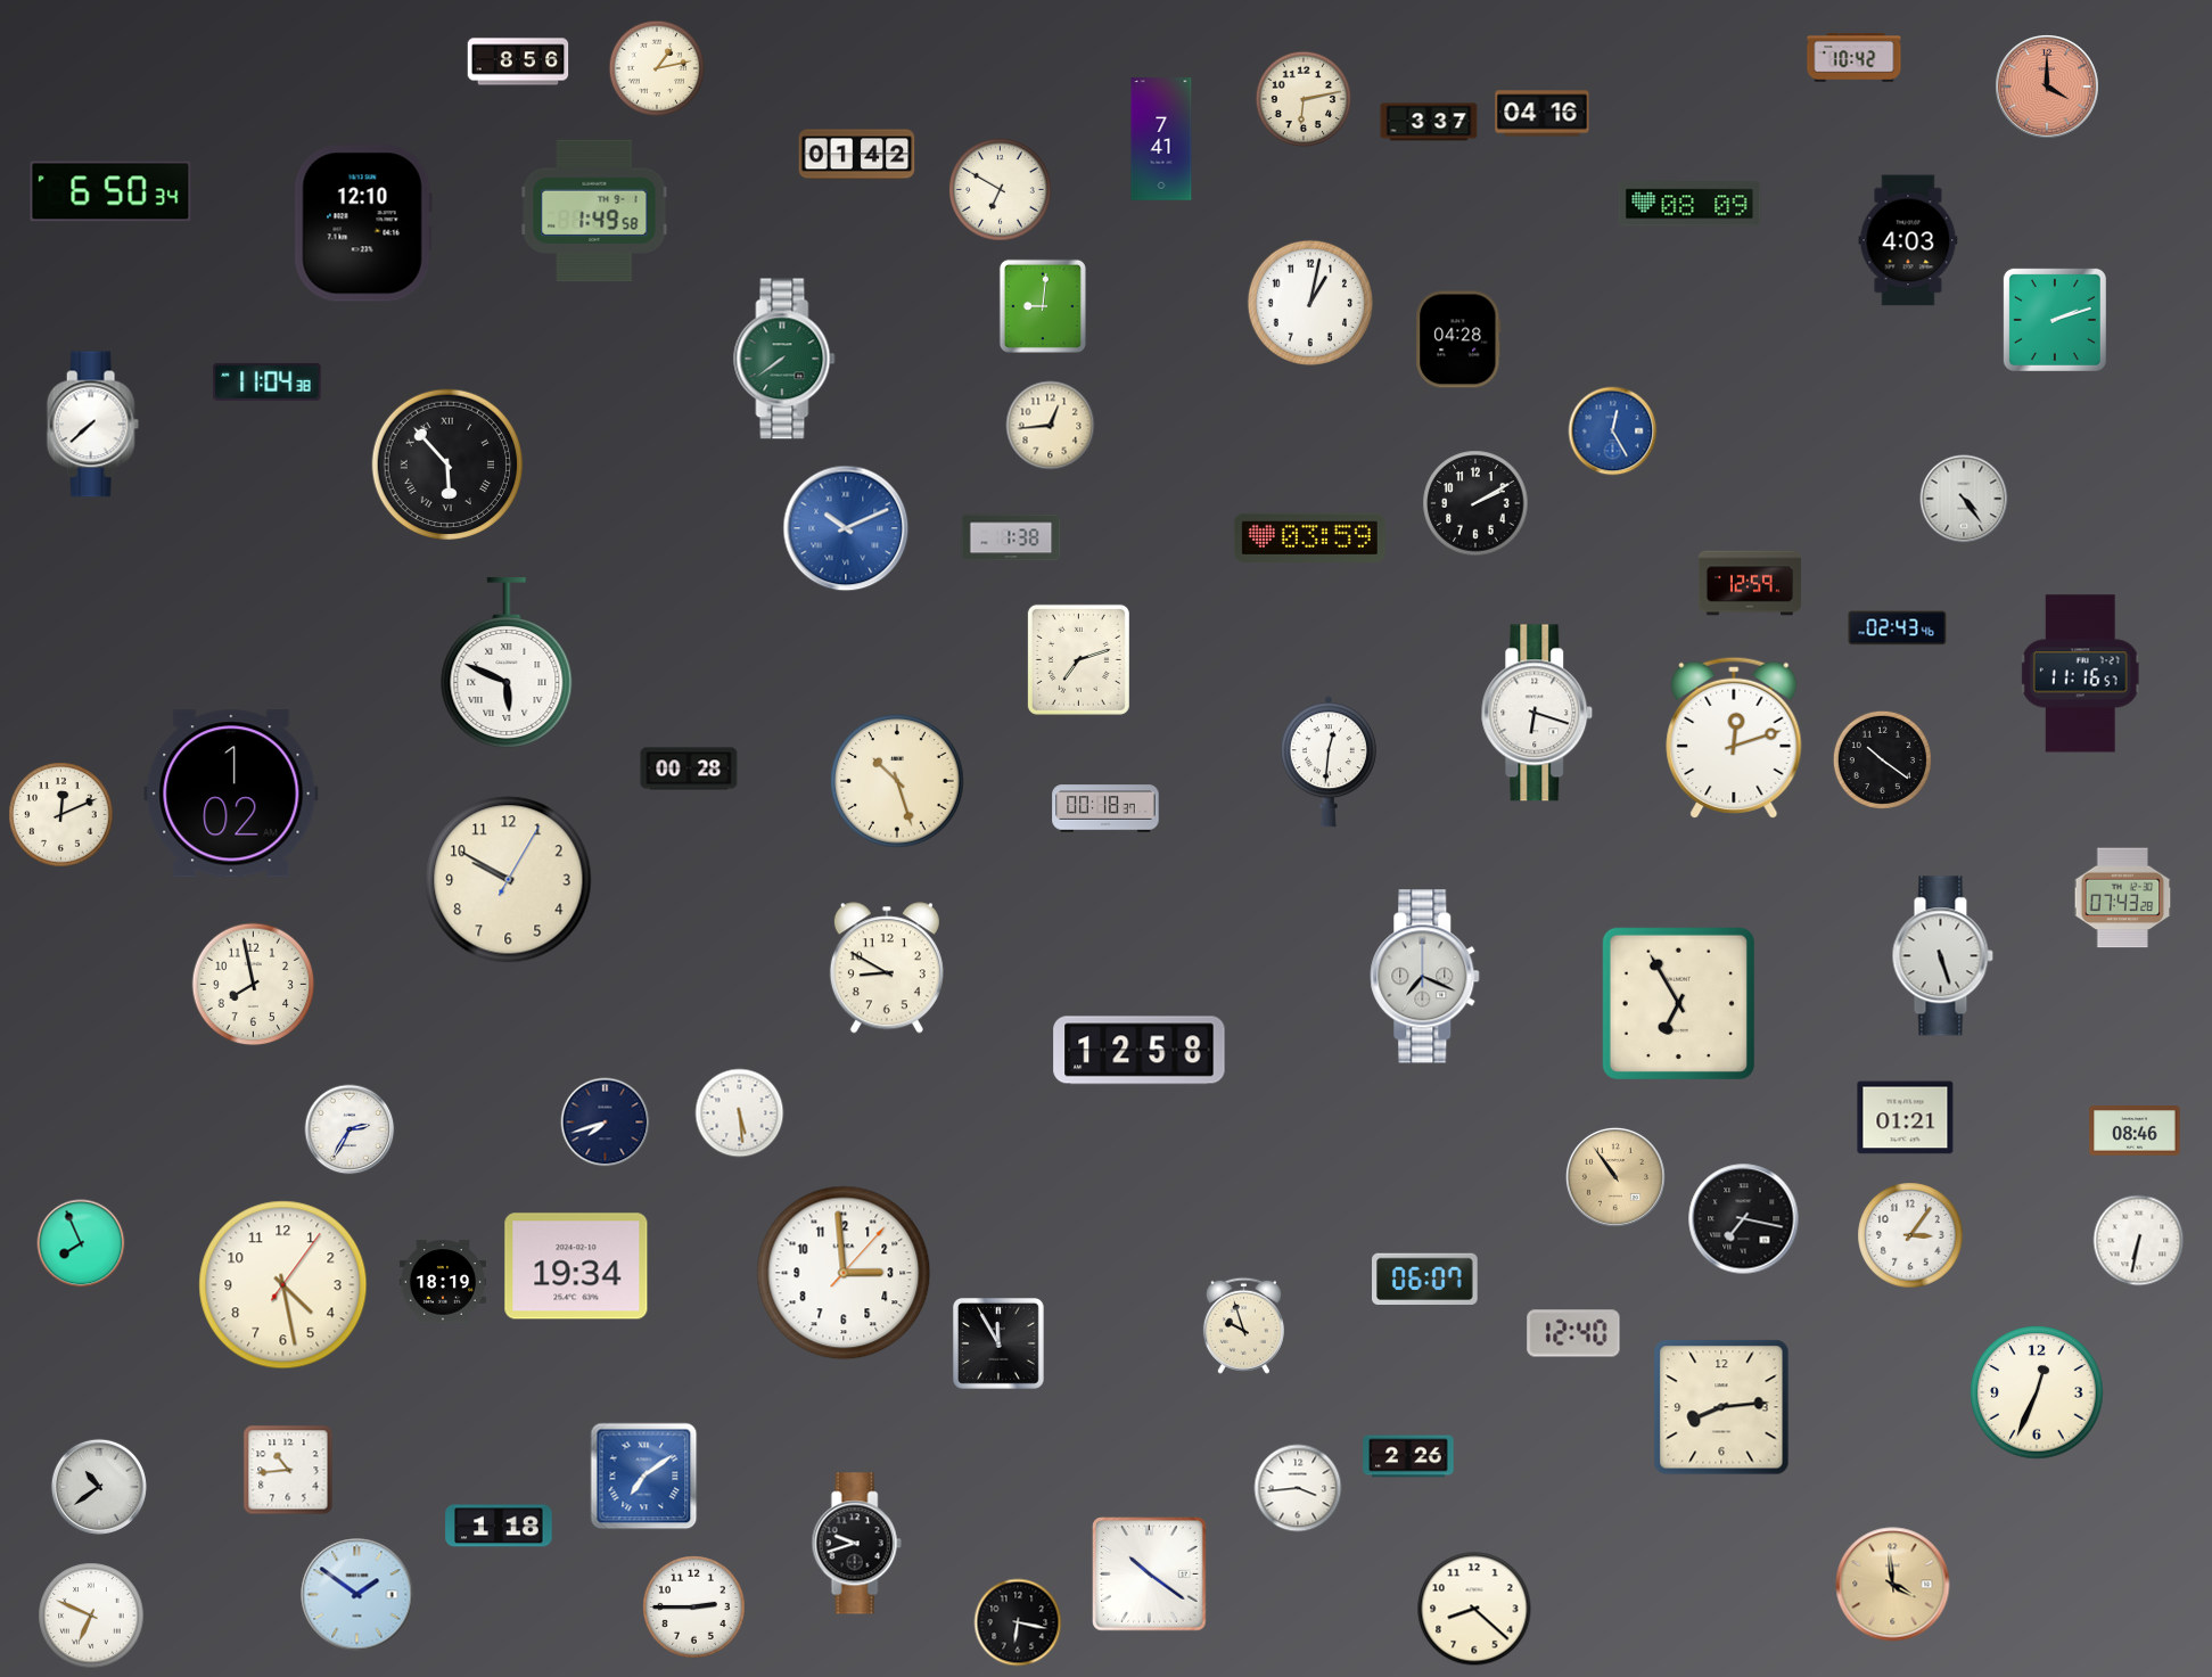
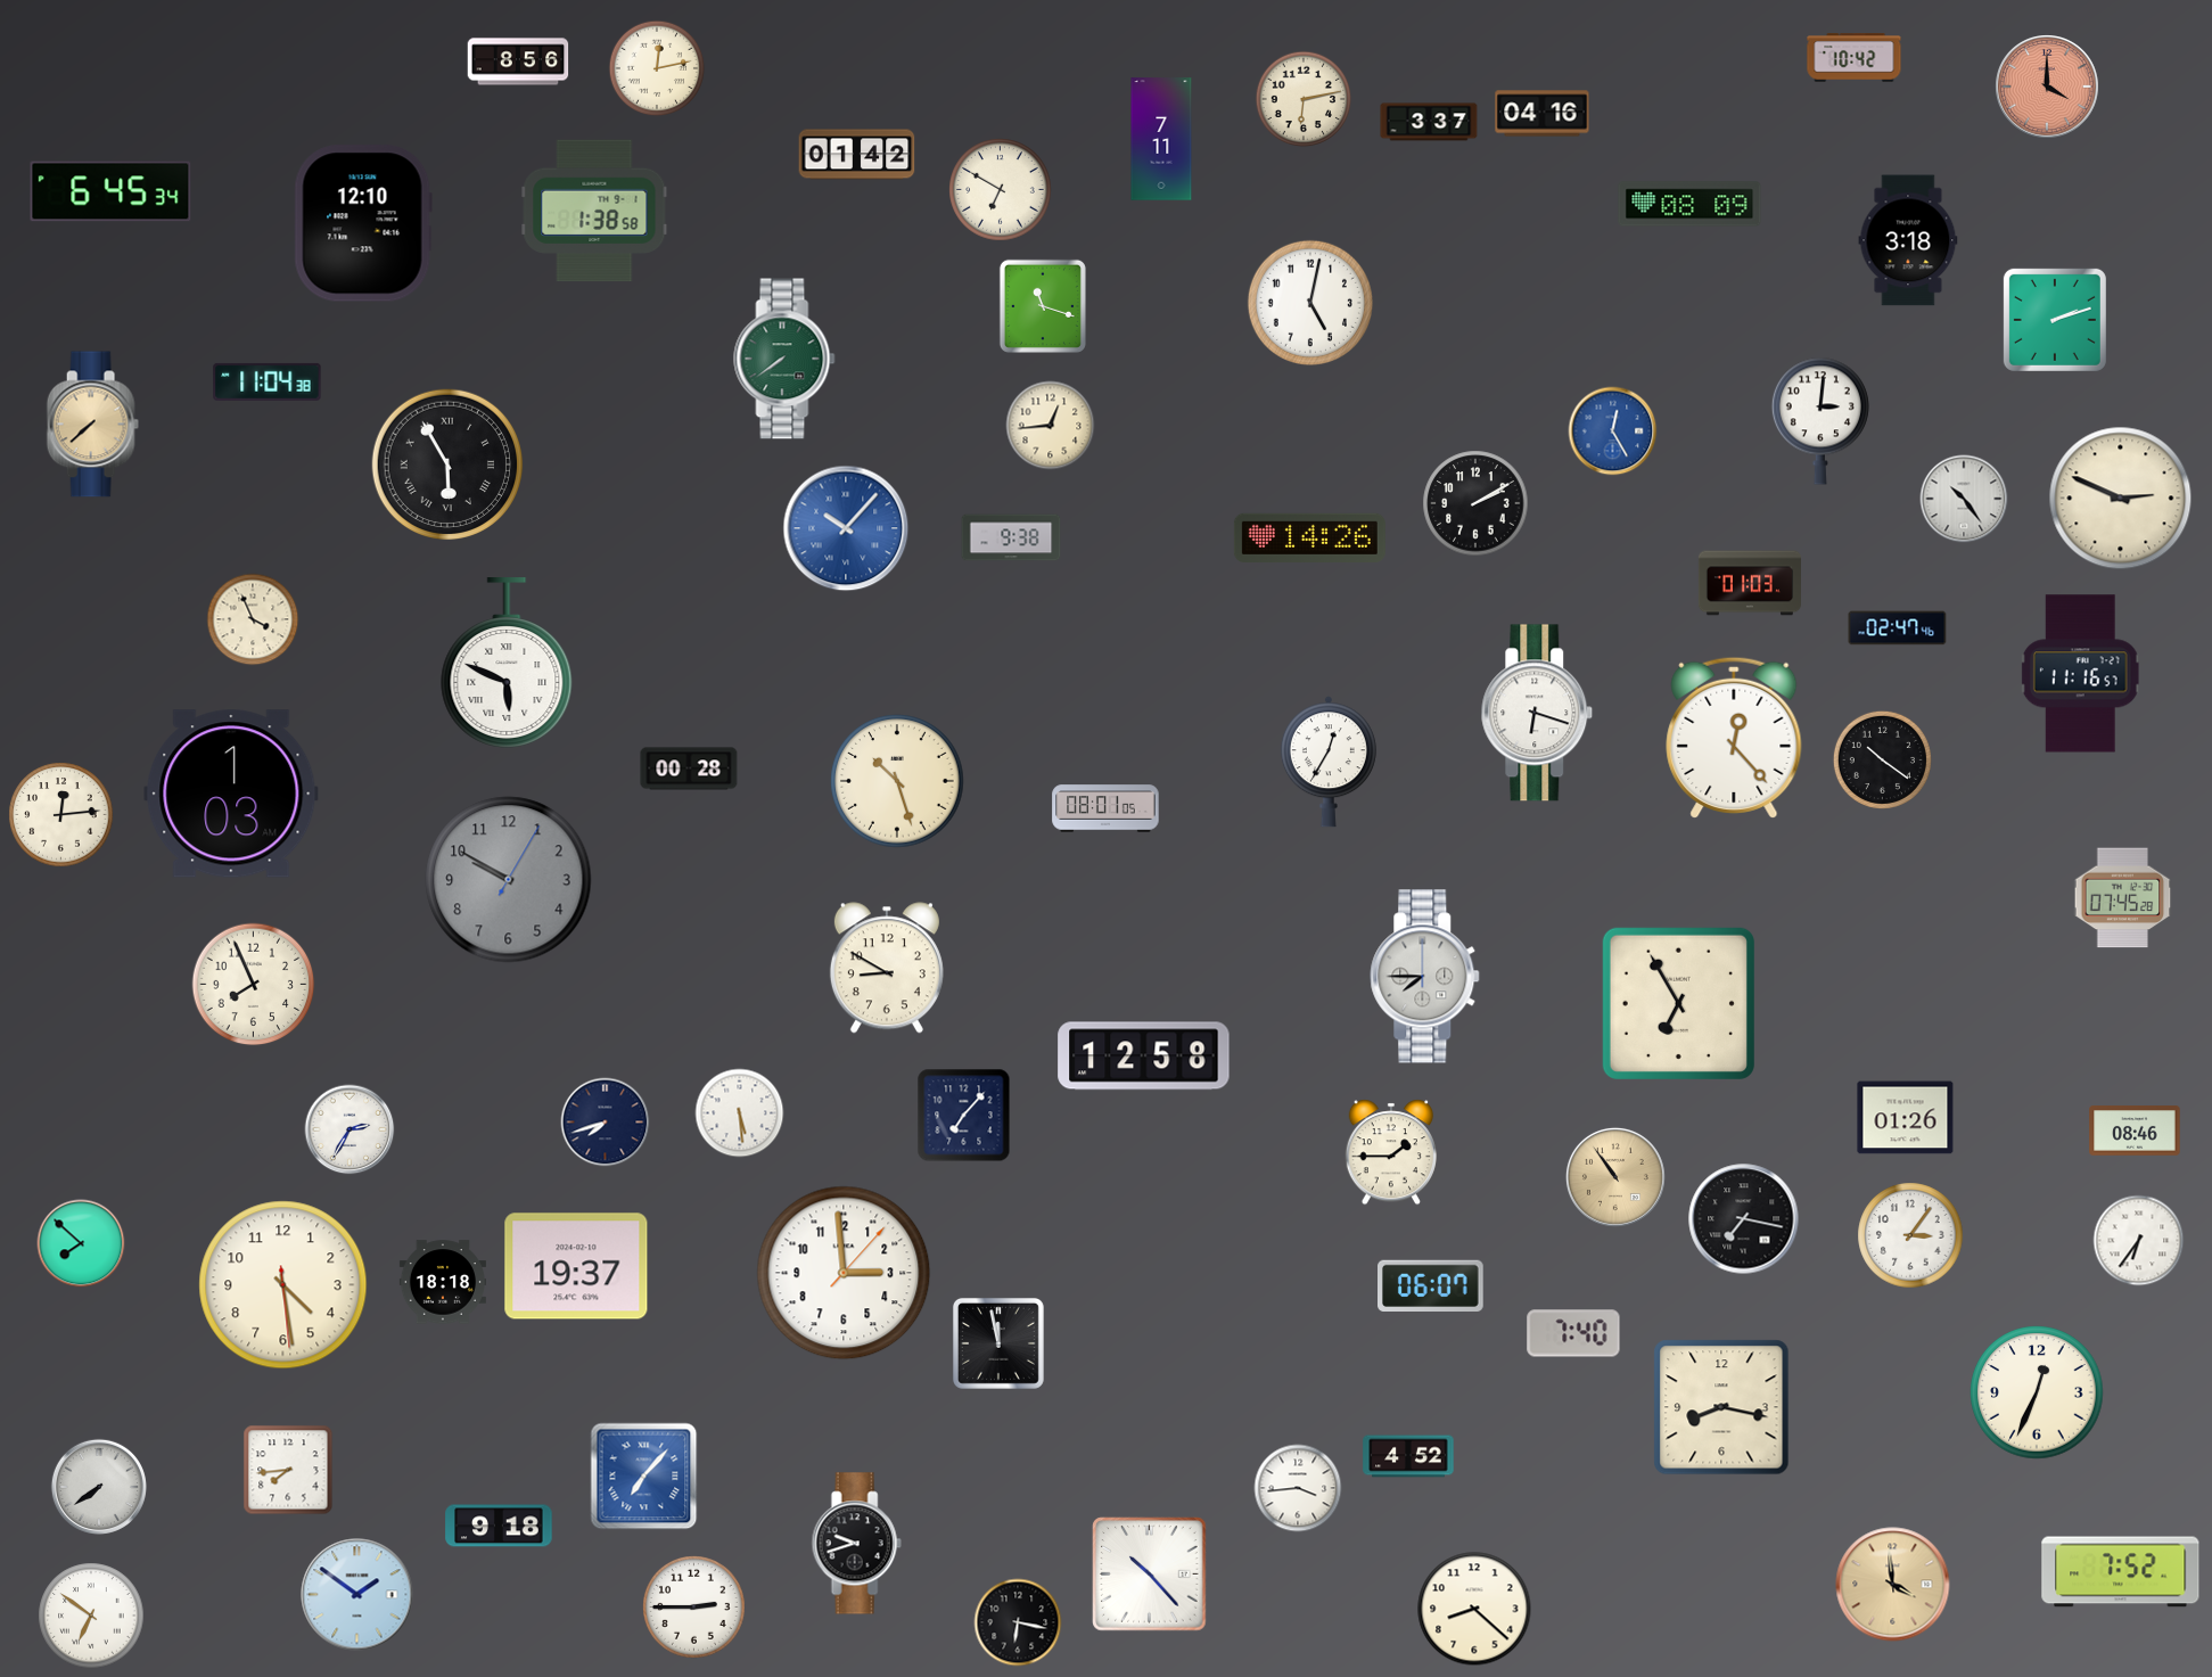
clock at (657, 68): 1:13 -> 12:13
clock at (1161, 139): 7:41 -> 7:11
clock at (110, 191): 6:50 -> 6:45
clock at (594, 211): 1:49 -> 1:38
clock at (1908, 240): 4:03 -> 3:18
clock at (1310, 303): 1:02 -> 5:02
clock at (1043, 306): 9:01 -> 11:18
clock at (1458, 339): 04:28 -> none
clock at (1820, 421): none -> 3:01
clock at (92, 425) dial: white -> champagne
clock at (447, 465): 5:53 -> 5:55
clock at (1964, 499): 4:24 -> 10:24
clock at (2121, 499): none -> 2:49
clock at (846, 528): 10:11 -> 10:07
clock at (1011, 537): 1:38 -> 9:38
clock at (1309, 537): 03:59 -> 14:26
clock at (1750, 583): 12:59 -> 01:03
clock at (253, 619): none -> 3:56
clock at (1898, 628): 02:43 -> 02:47
clock at (1078, 659): 7:12 -> none
clock at (1734, 737): 12:12 -> 12:23
clock at (1329, 762): 12:31 -> 12:35
clock at (231, 794): 1:02 -> 1:03
clock at (1105, 808): 00:18 -> 08:01
clock at (61, 815): 12:11 -> 12:14
clock at (509, 880) dial: cream -> grey
clock at (2123, 898): 07:43 -> 07:45
clock at (1942, 956): 5:27 -> none
clock at (1425, 977): 7:19 -> 7:45
clock at (254, 985): 7:58 -> 7:56
clock at (1140, 1051) position: (1140, 1051) -> (1144, 1057)
clock at (964, 1116): none -> 7:07
clock at (1906, 1118): 01:21 -> 01:26
clock at (1391, 1152): none -> 1:45
clock at (2139, 1241): 6:32 -> 6:36
clock at (81, 1243): 7:56 -> 7:52
clock at (576, 1266): 19:34 -> 19:37
clock at (1425, 1279) position: (1425, 1279) -> (1431, 1285)
clock at (443, 1282): 18:19 -> 18:18
clock at (283, 1285): 4:28:06 -> 4:28:29
clock at (1243, 1325): 9:57 -> none
clock at (1573, 1333): 12:40 -> 7:40
clock at (998, 1343): 11:55 -> 11:58
clock at (1721, 1407): 8:14 -> 8:17
clock at (1408, 1456): 2:26 -> 4:52
clock at (288, 1470): 10:44 -> 7:44
clock at (644, 1477): 7:09 -> 7:07
clock at (98, 1486): 10:39 -> 7:39
clock at (499, 1526): 1:18 -> 9:18
clock at (2121, 1572): none -> 7:52
clock at (1150, 1575): 10:21 -> 10:23
clock at (91, 1616): 6:49 -> 6:51
